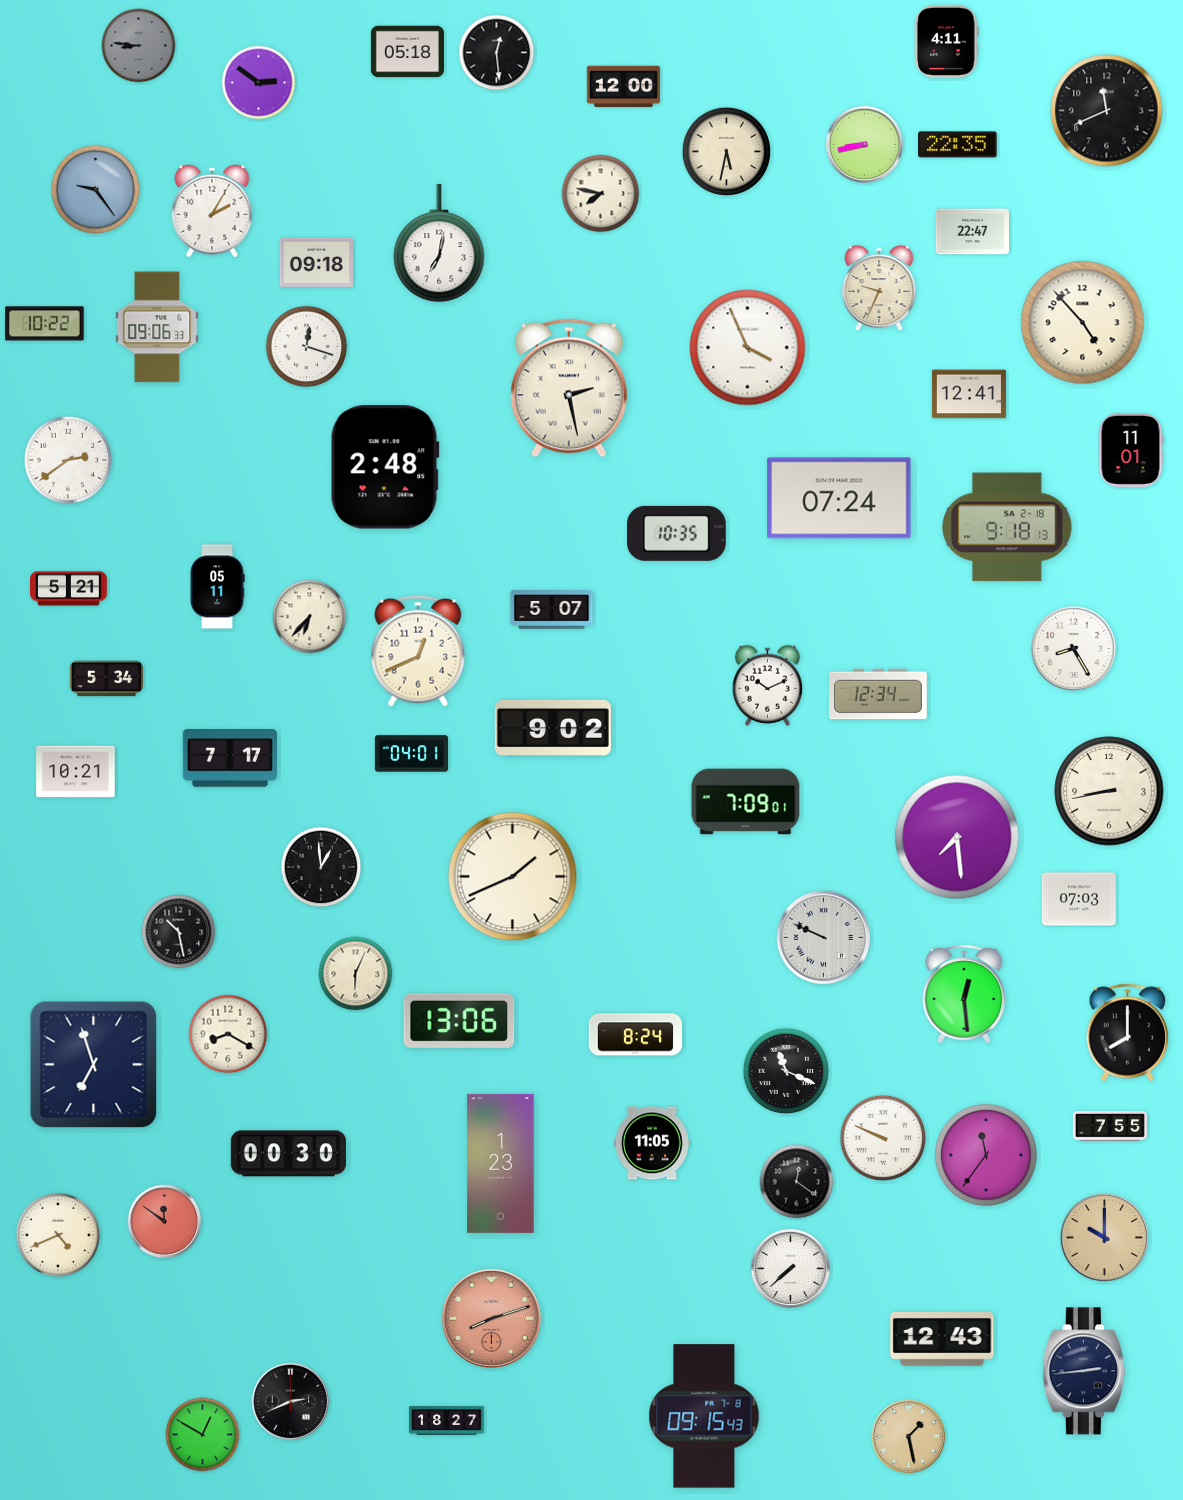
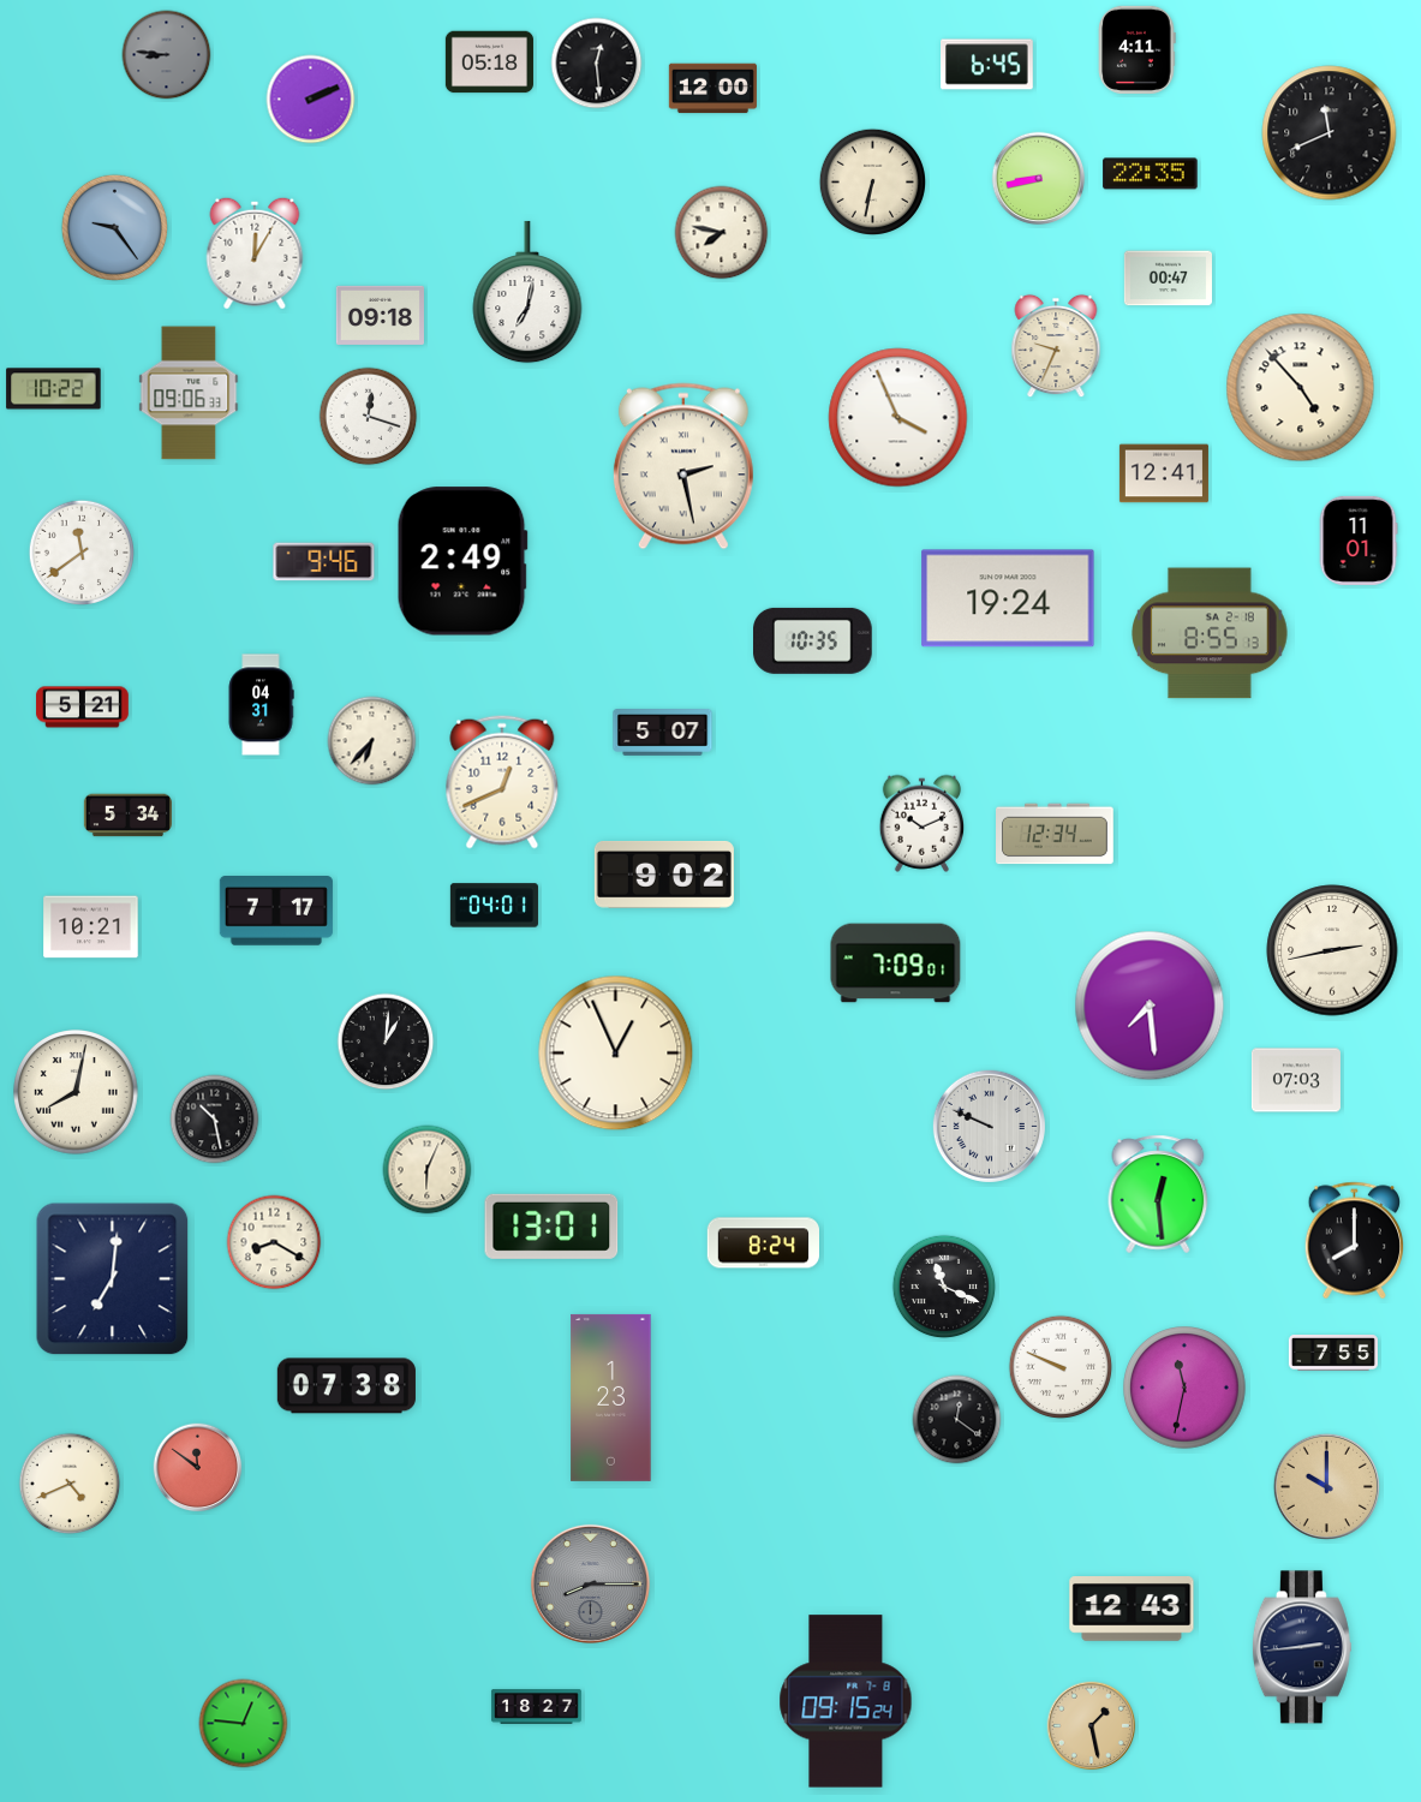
clock at (987, 65): none -> 6:45
clock at (259, 83): 2:51 -> 2:11
clock at (623, 87) position: (623, 87) -> (712, 89)
clock at (865, 145) position: (865, 145) -> (1039, 179)
clock at (726, 151): 5:32 -> 6:32
clock at (212, 211): 2:05 -> 12:05
clock at (972, 232): 22:47 -> 00:47
clock at (68, 460): 2:39 -> 11:39
clock at (385, 467): 2:48 -> 2:49
clock at (324, 562): none -> 9:46
clock at (839, 498): 07:24 -> 19:24
clock at (1008, 527): 9:18 -> 8:55
clock at (217, 587): 05:11 -> 04:31
clock at (1073, 648): 8:25 -> none
clock at (1109, 791): 8:43 -> 2:43
clock at (321, 867): 12:59 -> 1:01
clock at (513, 877): 1:41 -> 12:56
clock at (76, 1092): none -> 8:02
clock at (459, 1021): 13:06 -> 13:01
clock at (94, 1065): 6:57 -> 7:01
clock at (652, 1143): 11:05 -> none
clock at (288, 1154): 00:30 -> 07:38
clock at (987, 1156): 11:36 -> 11:32
clock at (501, 1163) position: (501, 1163) -> (611, 1397)
clock at (791, 1269): 7:38 -> none
clock at (491, 1318): 8:12 -> 8:15
clock at (491, 1318) dial: salmon -> grey
clock at (291, 1402): 2:41 -> none
clock at (704, 1416): 09:15:43 -> 09:15:24
clock at (203, 1435): 12:50 -> 12:46
